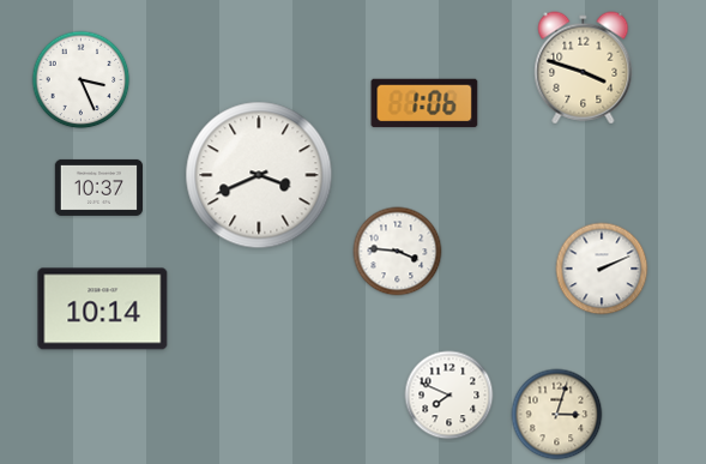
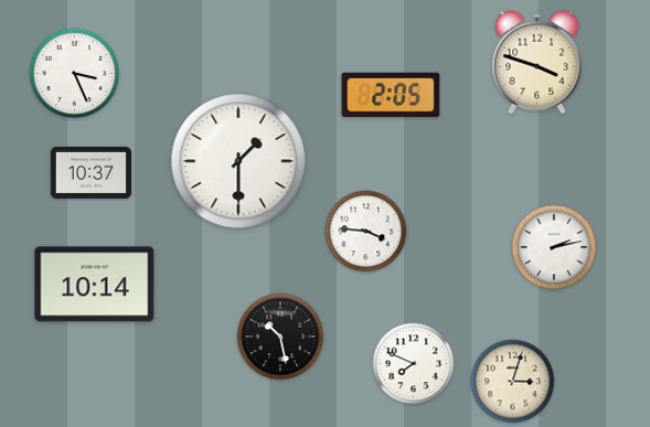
clock at (424, 103): 1:06 -> 2:05
clock at (259, 175): 3:41 -> 1:30
clock at (602, 269): 2:11 -> 2:13
clock at (280, 337): none -> 10:28
